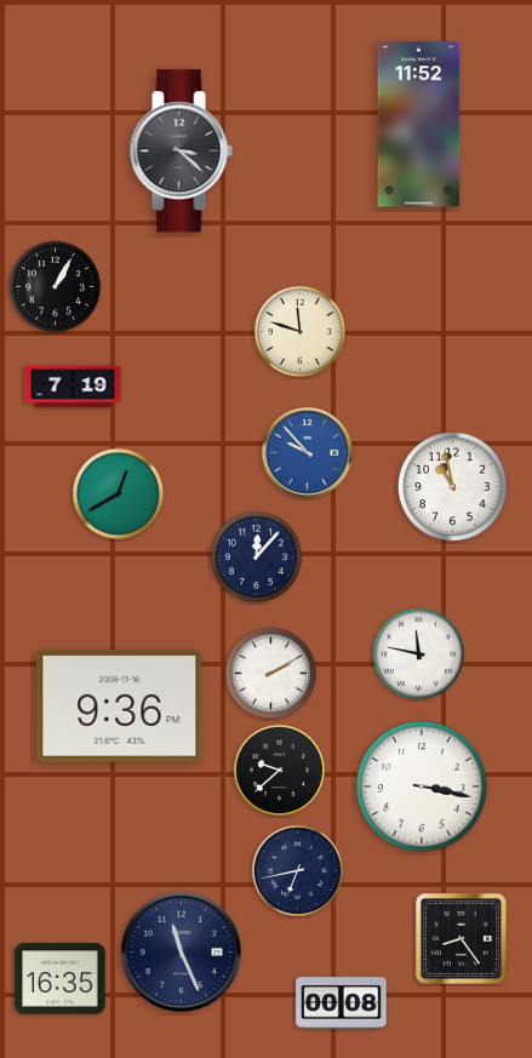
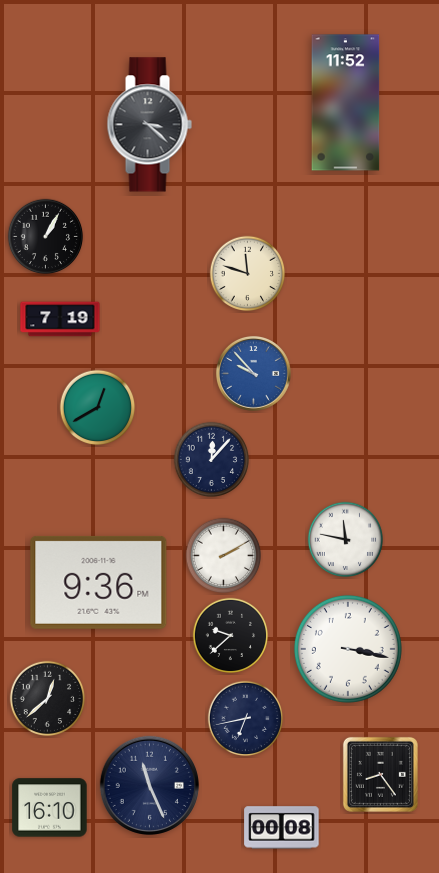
clock at (452, 486): 10:58 -> none
clock at (48, 699): none -> 12:38
clock at (61, 979): 16:35 -> 16:10
